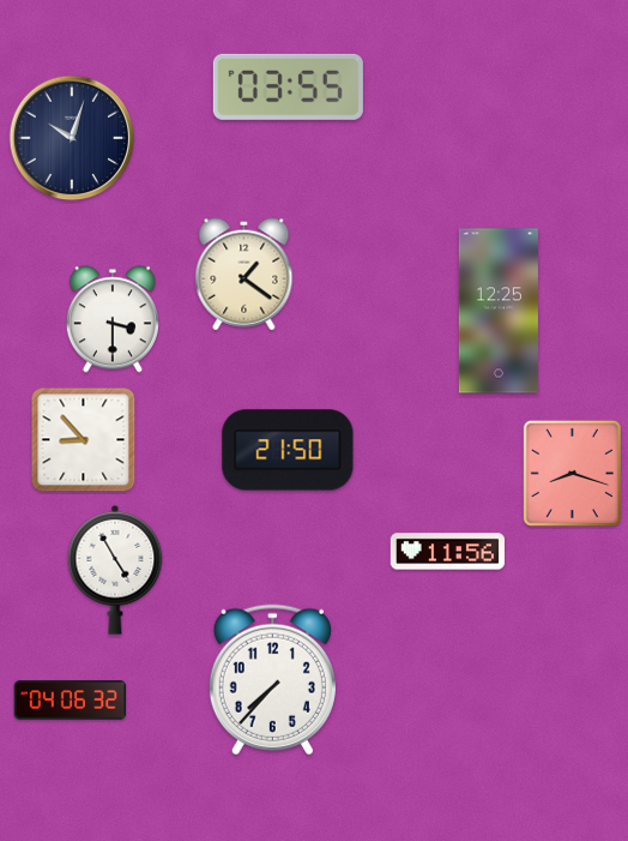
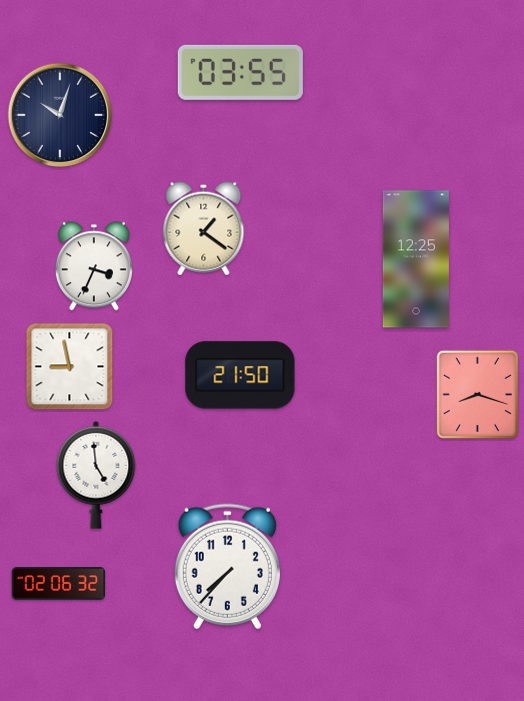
clock at (113, 319): 3:30 -> 3:34
clock at (84, 440): 8:53 -> 8:58
clock at (447, 552): 11:56 -> none
clock at (115, 570): 4:55 -> 4:59
clock at (71, 701): 04:06 -> 02:06
